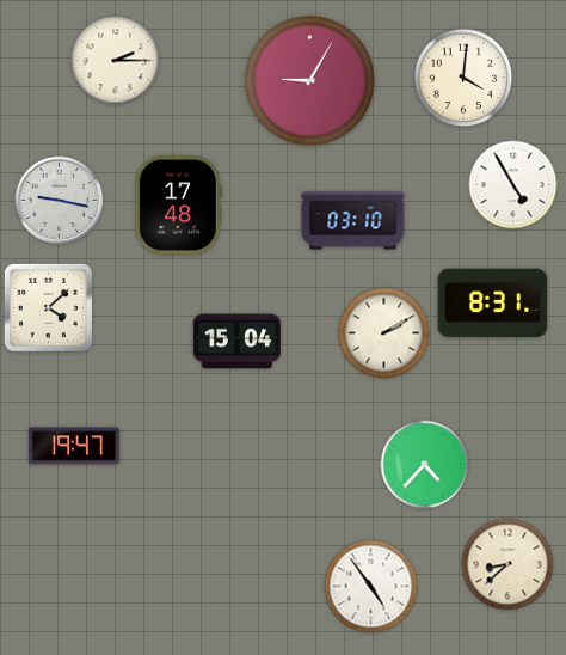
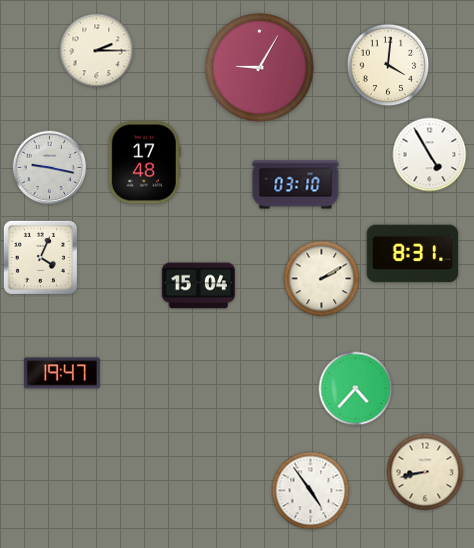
clock at (178, 206) position: (178, 206) -> (144, 163)
clock at (48, 307): 4:08 -> 4:04
clock at (507, 564): 8:38 -> 8:43
